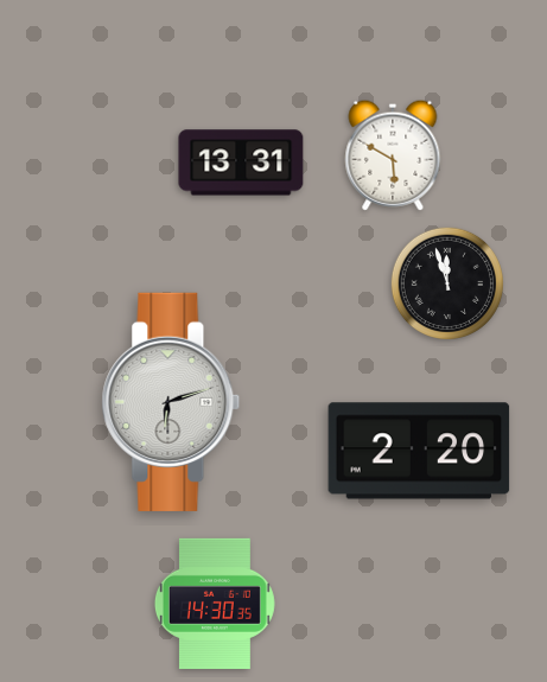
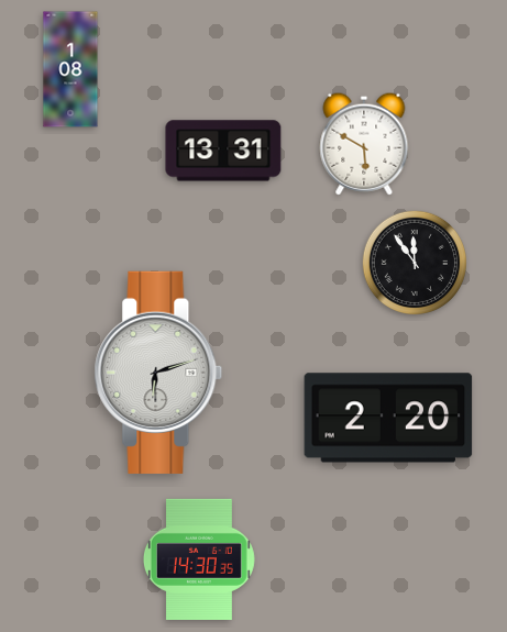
clock at (70, 69): none -> 1:08
clock at (447, 283): 11:57 -> 11:54
